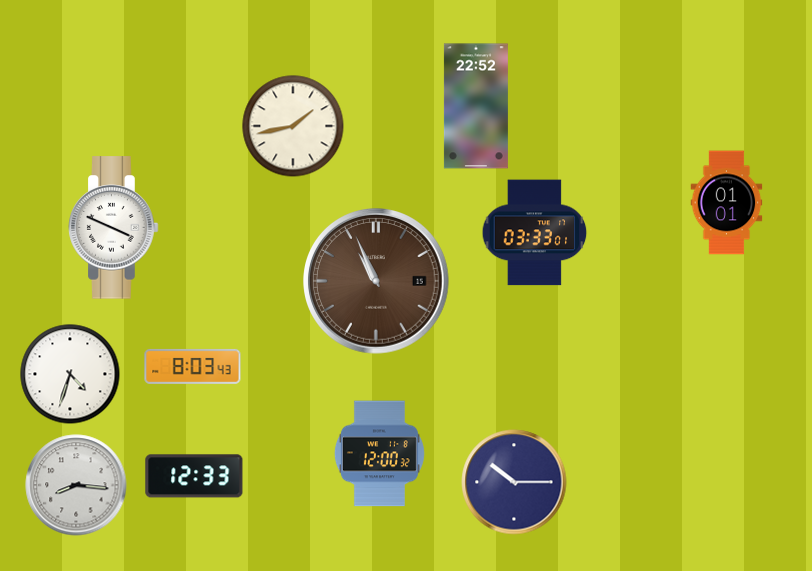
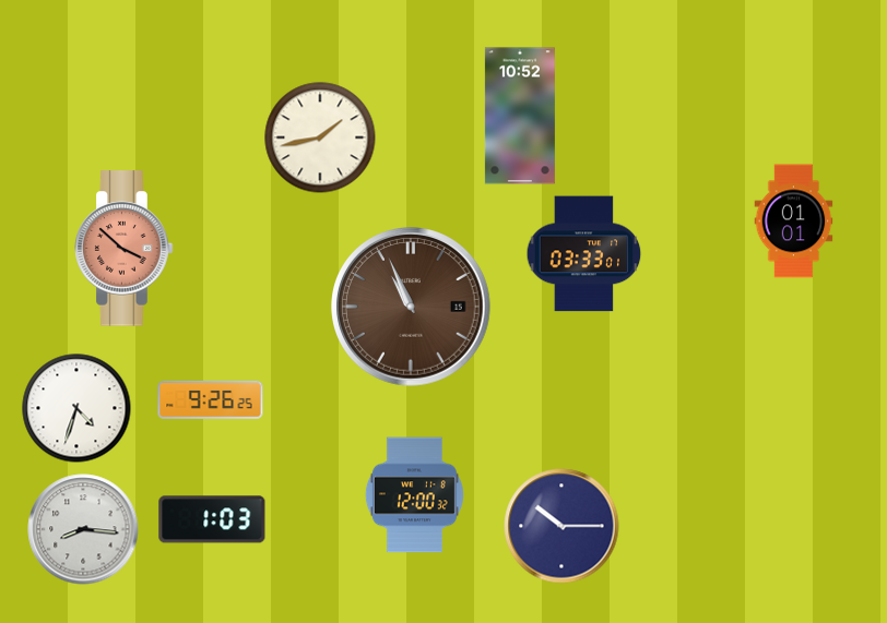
clock at (476, 106): 22:52 -> 10:52
clock at (114, 228): 3:49 -> 3:52
clock at (114, 228) dial: white -> salmon
clock at (193, 366): 8:03 -> 9:26
clock at (194, 476): 12:33 -> 1:03
